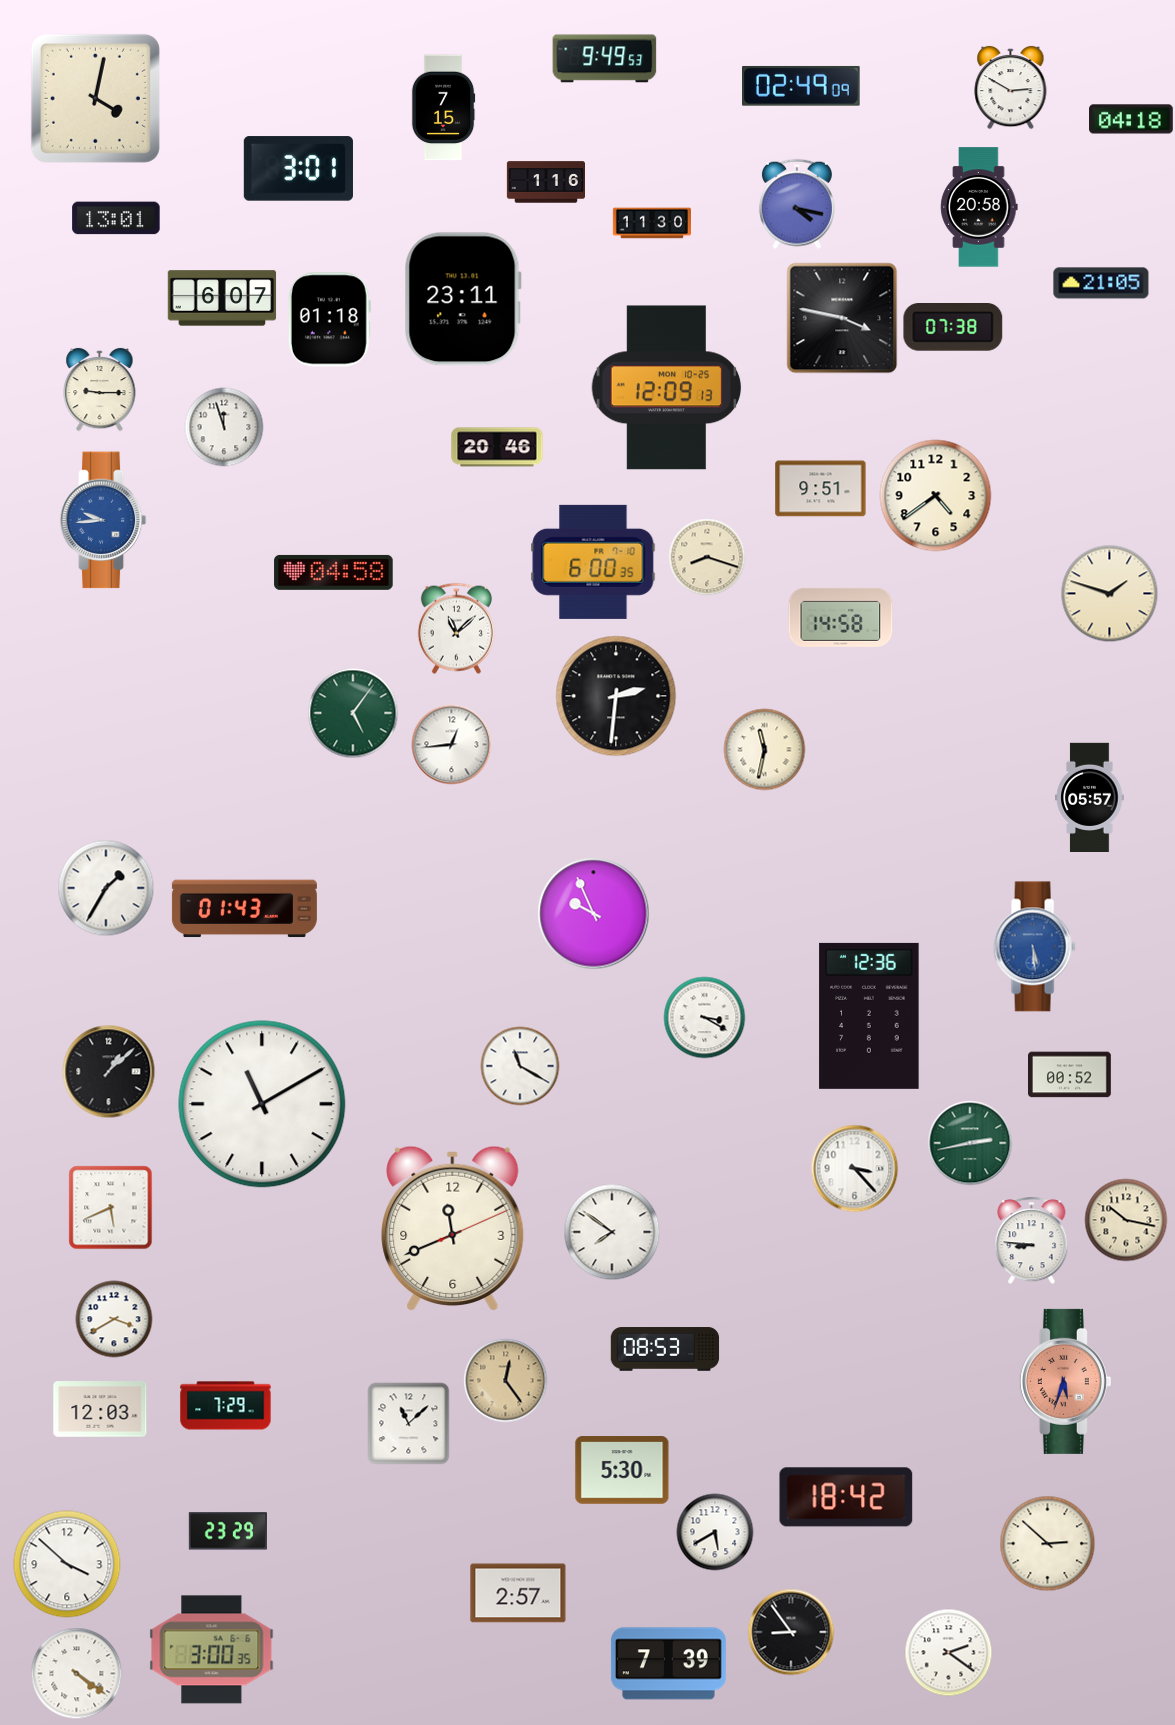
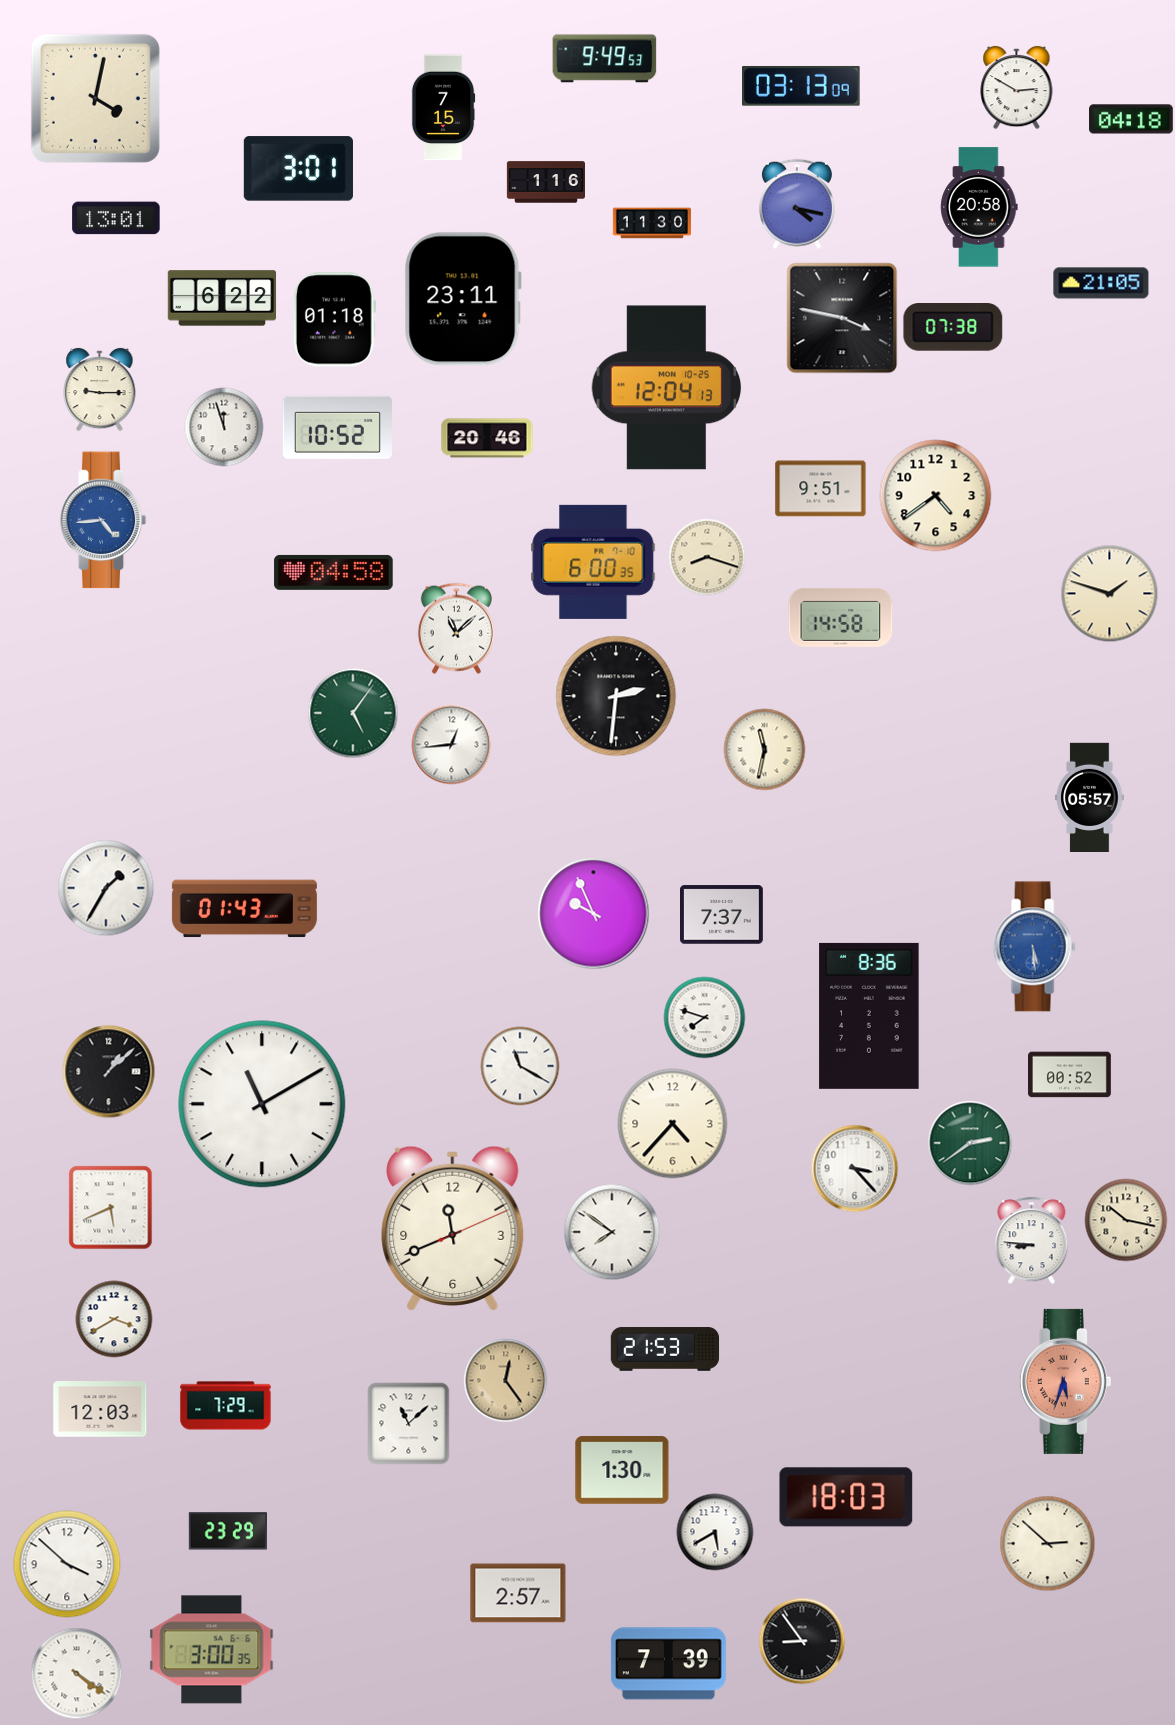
clock at (802, 86): 02:49 -> 03:13
clock at (1011, 88) position: (1011, 88) -> (1017, 88)
clock at (222, 298): 6:07 -> 6:22
clock at (329, 320) position: (329, 320) -> (334, 320)
clock at (667, 388): 12:09 -> 12:04
clock at (337, 427): none -> 10:52
clock at (497, 447) position: (497, 447) -> (487, 438)
clock at (103, 520): 9:44 -> 4:44
clock at (722, 915): none -> 7:37
clock at (869, 1016): 12:36 -> 8:36
clock at (705, 1018): 3:20 -> 7:48
clock at (673, 1124): none -> 4:37
clock at (970, 1143): 2:43 -> 2:39
clock at (665, 1349): 08:53 -> 21:53
clock at (622, 1470): 5:30 -> 1:30
clock at (846, 1497): 18:42 -> 18:03
clock at (791, 1632) position: (791, 1632) -> (802, 1641)
clock at (949, 1653): 2:21 -> none
